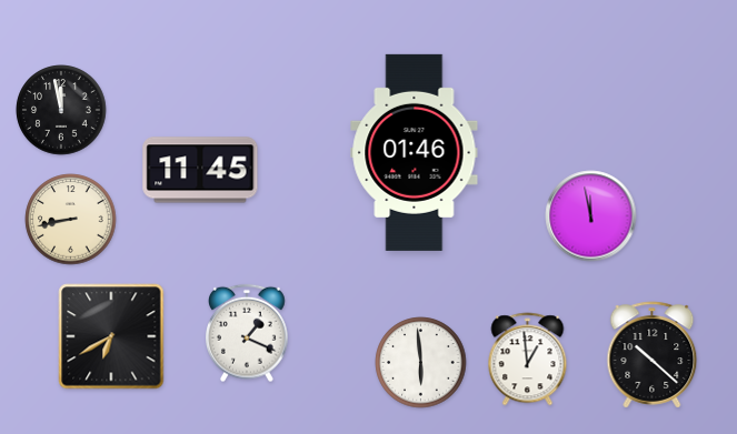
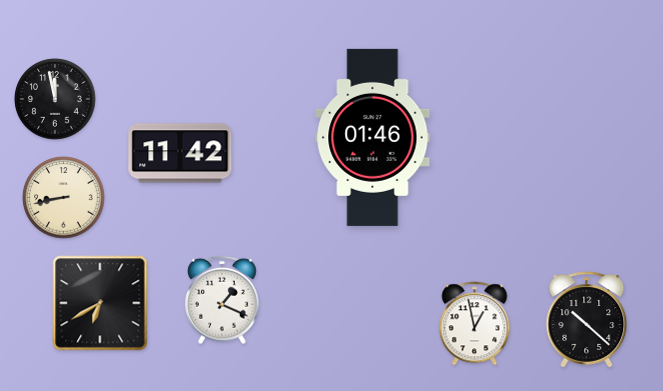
clock at (200, 170): 11:45 -> 11:42
clock at (591, 216): 11:58 -> none
clock at (528, 360): 12:59 -> 12:58
clock at (421, 363): 5:59 -> none
